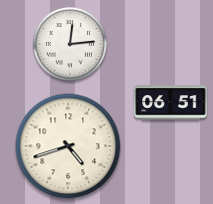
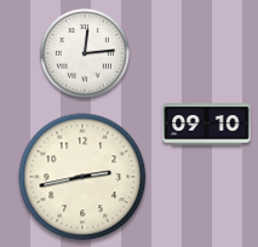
clock at (171, 103): 06:51 -> 09:10
clock at (68, 146): 4:42 -> 2:43
